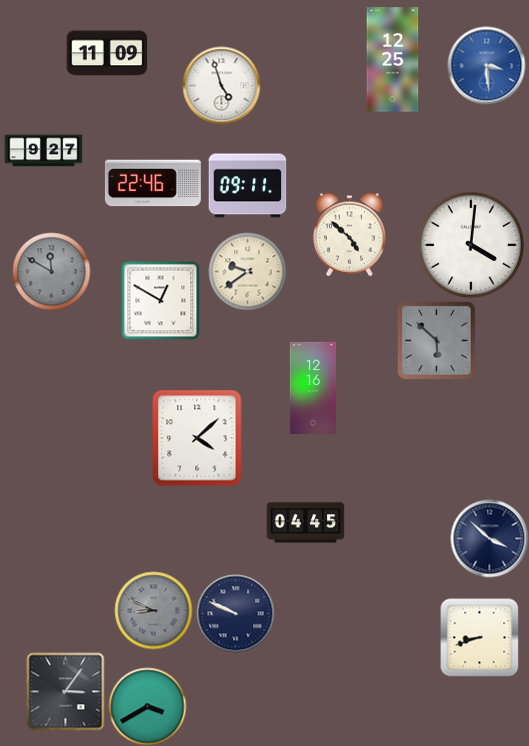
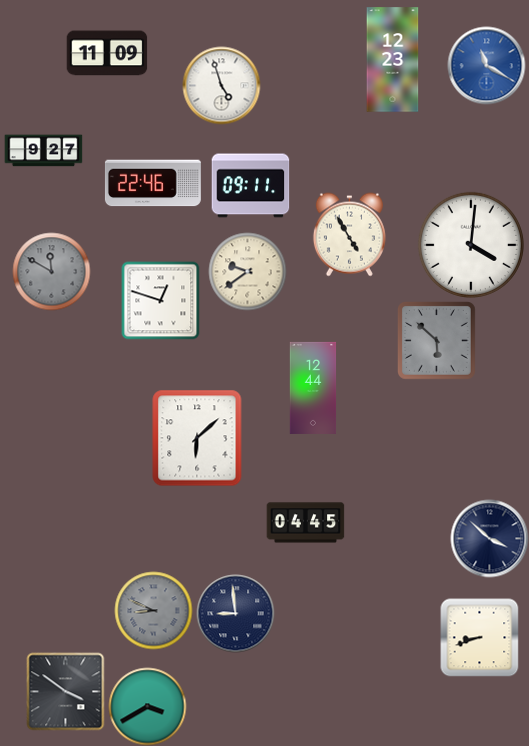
clock at (393, 60): 12:25 -> 12:23
clock at (486, 65): 3:29 -> 11:20
clock at (247, 186) position: (247, 186) -> (250, 186)
clock at (349, 234): 4:52 -> 4:55
clock at (160, 300): 12:50 -> 12:48
clock at (313, 388): 12:16 -> 12:44
clock at (197, 438): 4:08 -> 6:08
clock at (235, 613): 9:49 -> 8:59
clock at (65, 691): 3:06 -> 3:51
